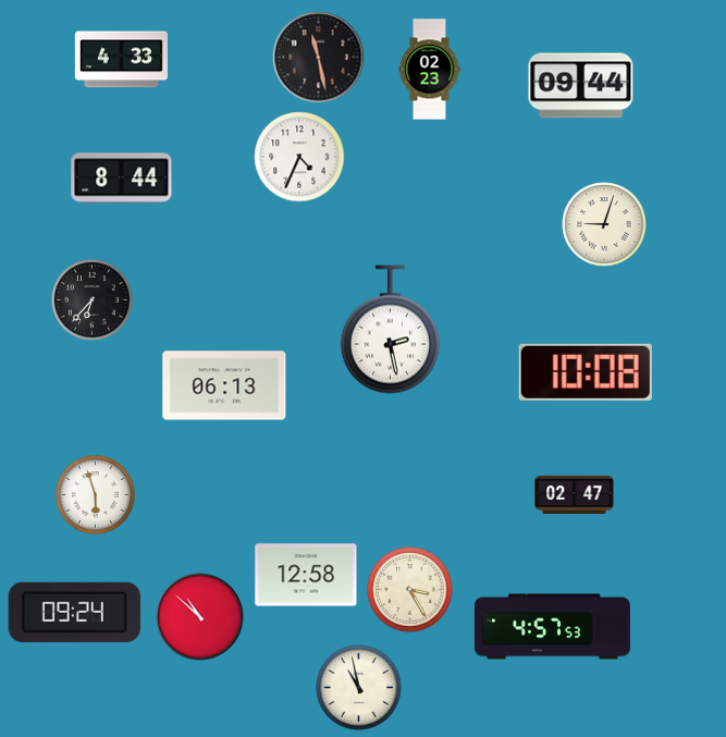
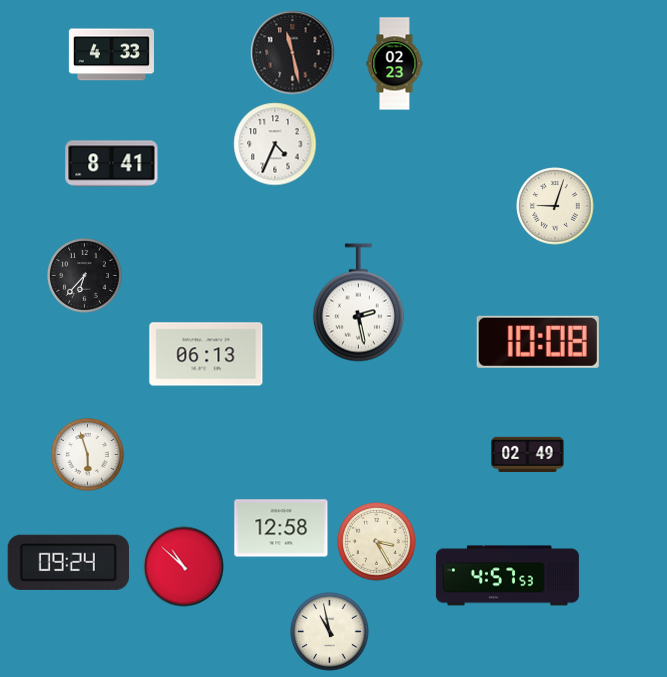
clock at (581, 86): 09:44 -> none
clock at (122, 179): 8:44 -> 8:41
clock at (575, 494): 02:47 -> 02:49
